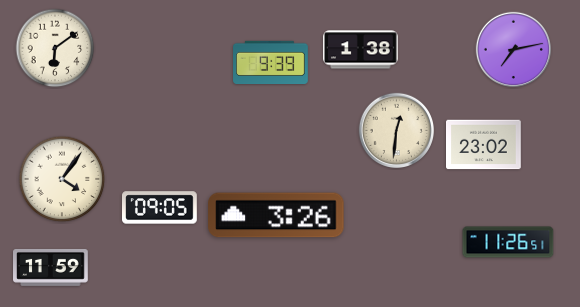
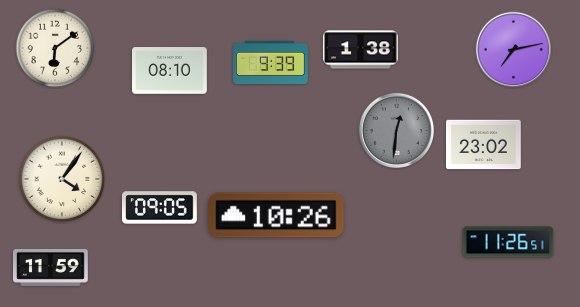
clock at (170, 71): none -> 08:10
clock at (396, 130) dial: cream -> grey
clock at (276, 215): 3:26 -> 10:26
